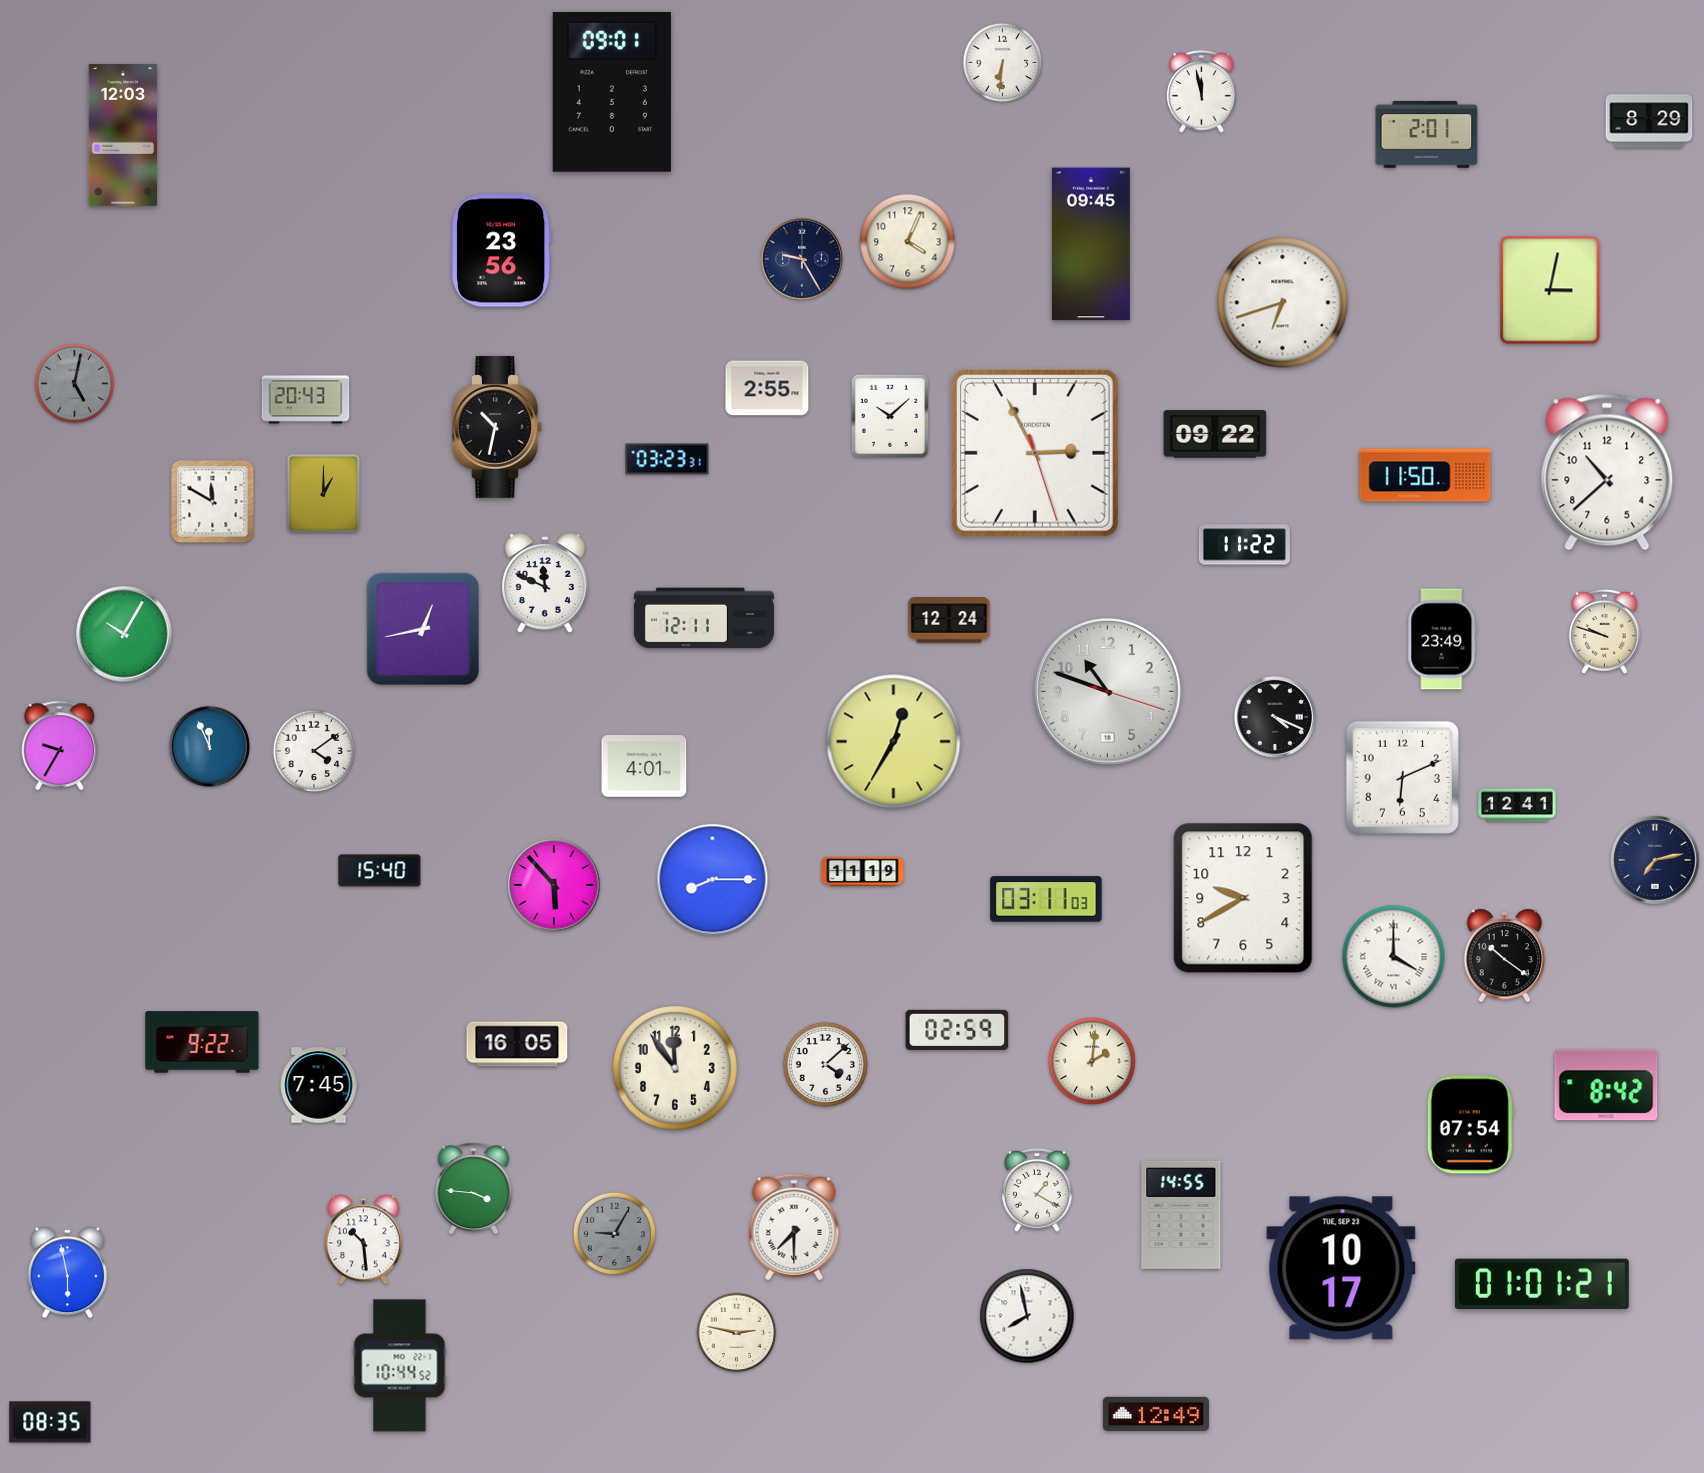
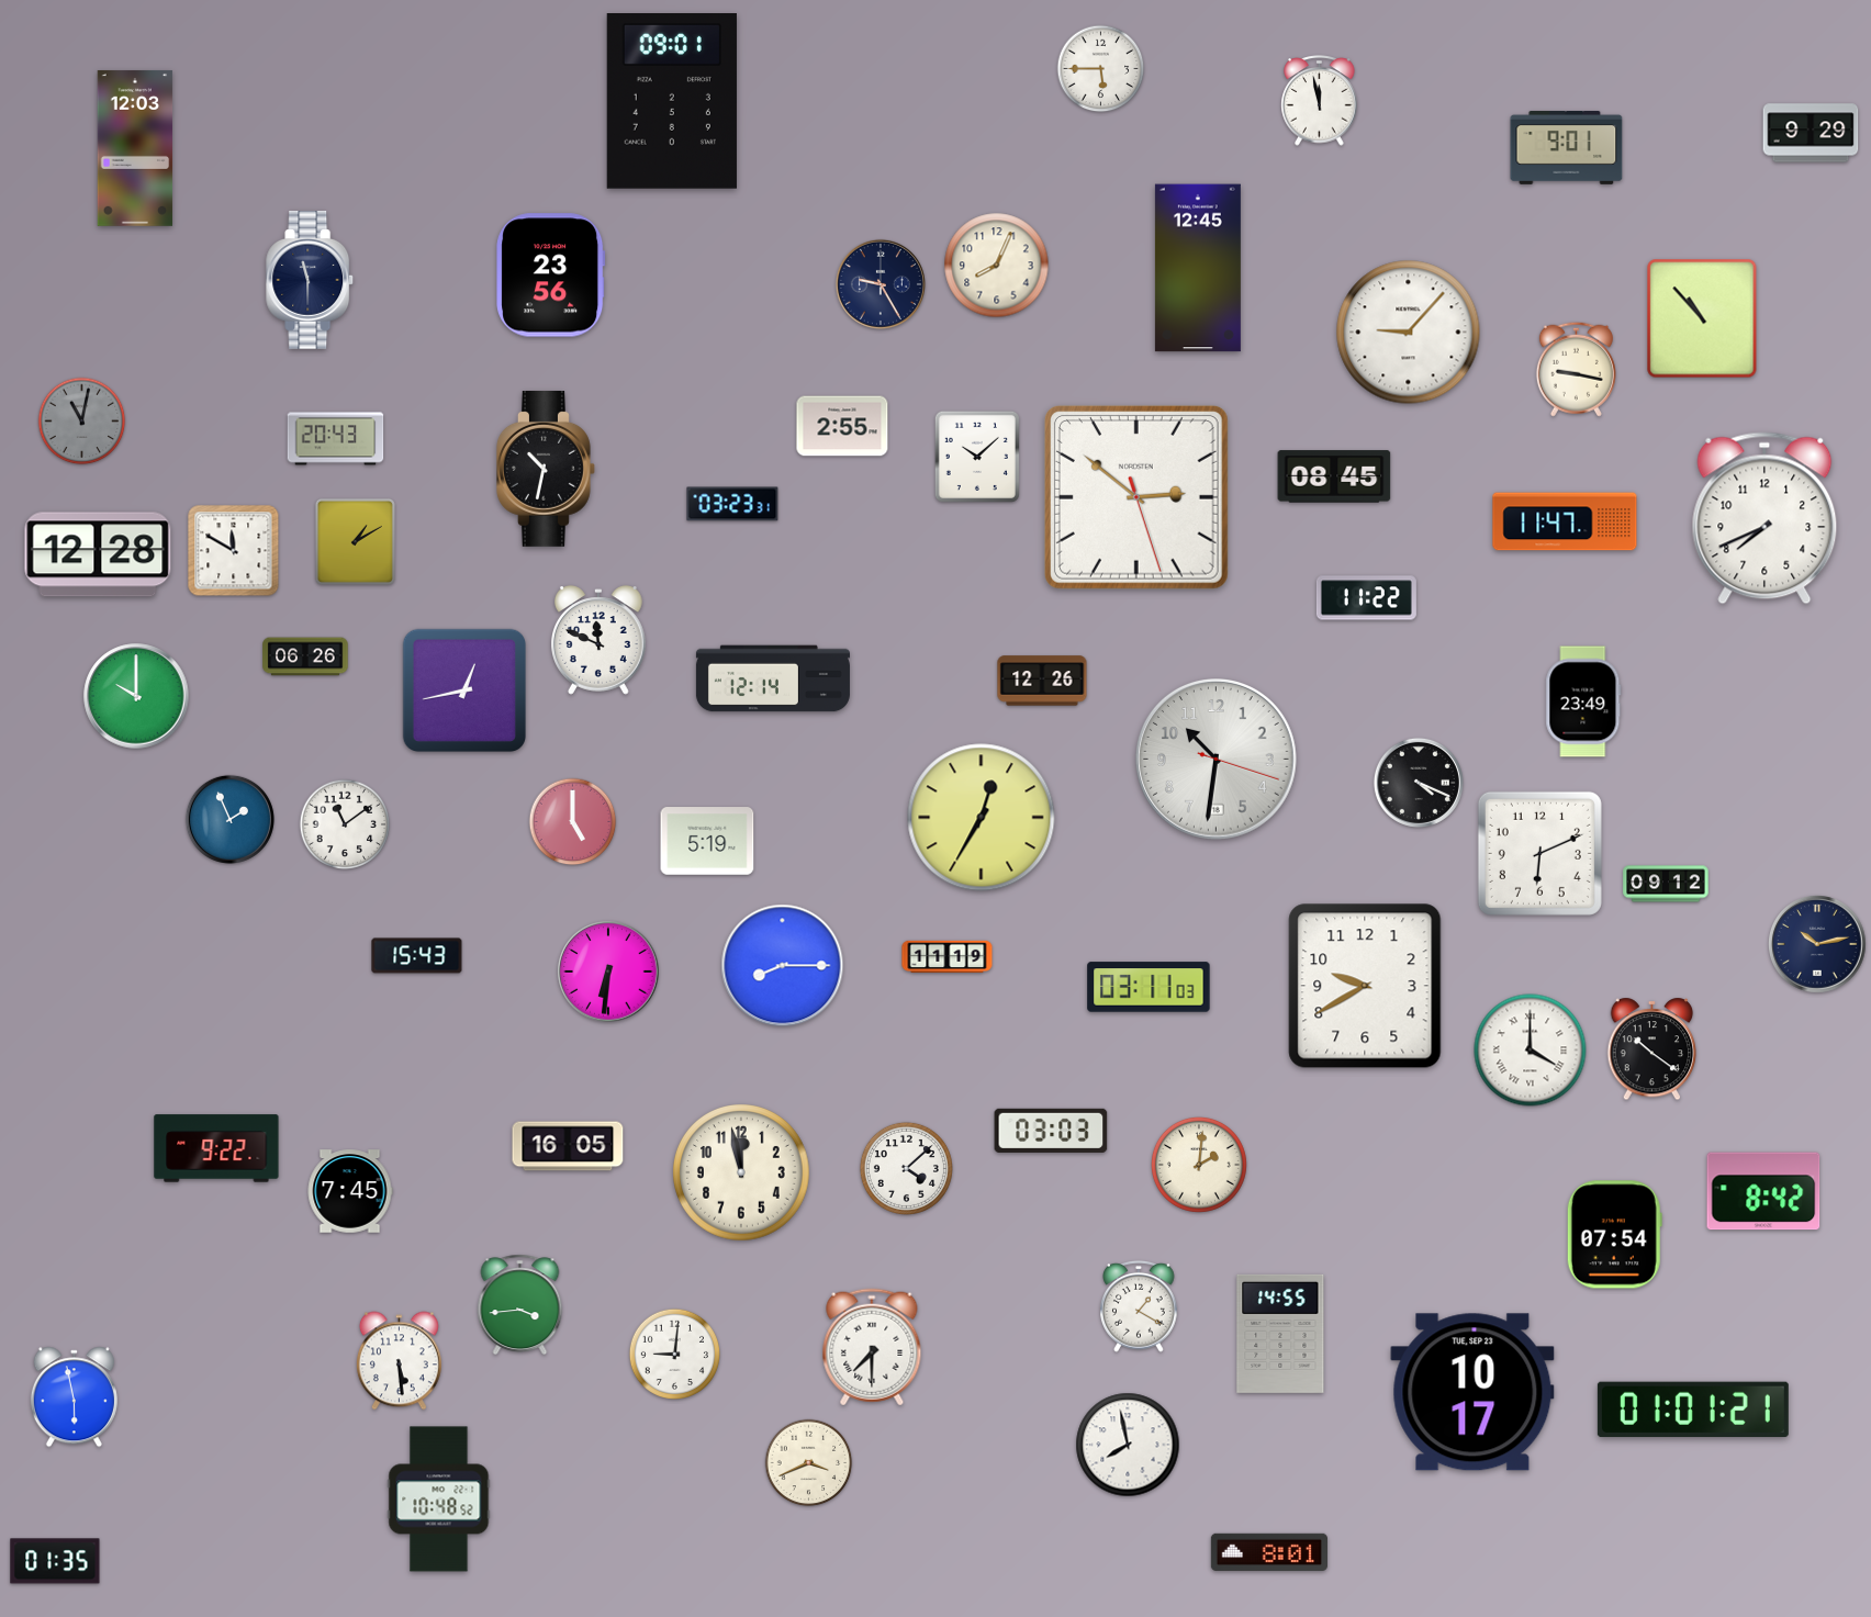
clock at (1003, 63): 6:31 -> 5:45
clock at (1649, 121): 8:29 -> 9:29
clock at (1427, 134): 2:01 -> 9:01
clock at (908, 242): 4:04 -> 8:04
clock at (1091, 244): 09:45 -> 12:45
clock at (311, 281): none -> 11:30
clock at (1550, 290): 3:02 -> 10:53
clock at (1283, 303): 6:42 -> 9:07
clock at (1576, 369): none -> 9:17
clock at (75, 384): 5:02 -> 11:02
clock at (1215, 434): 09:22 -> 08:45
clock at (1035, 453): 2:55 -> 2:51
clock at (1607, 472): 10:38 -> 7:41
clock at (1425, 475): 11:50 -> 11:47
clock at (323, 493): 1:00 -> 1:10
clock at (98, 554): none -> 12:28
clock at (305, 656): none -> 06:26
clock at (704, 618): 12:11 -> 12:14
clock at (949, 620): 12:24 -> 12:26
clock at (1604, 631): 9:48 -> none
clock at (124, 634): 10:05 -> 10:00
clock at (1108, 692): 10:48 -> 10:31
clock at (1275, 717) position: (1275, 717) -> (1419, 783)
clock at (894, 742) position: (894, 742) -> (982, 818)
clock at (60, 745): 9:35 -> none
clock at (209, 746): 11:56 -> 1:56
clock at (573, 822): none -> 5:00
clock at (314, 751): 4:09 -> 11:09
clock at (644, 766): 4:01 -> 5:19
clock at (1517, 805): 12:41 -> 09:12
clock at (1656, 861): 7:13 -> 10:13
clock at (380, 871): 15:40 -> 15:43
clock at (554, 885): 5:53 -> 6:31
clock at (957, 1030): 02:59 -> 03:03
clock at (202, 1042) position: (202, 1042) -> (216, 1148)
clock at (675, 1068): 11:54 -> 11:58
clock at (474, 1189): 3:46 -> 3:44
clock at (1181, 1215) position: (1181, 1215) -> (1280, 1334)
clock at (614, 1233): 9:05 -> 9:01
clock at (614, 1233) dial: grey -> white
clock at (363, 1240): 10:29 -> 5:29
clock at (737, 1333): 2:47 -> 3:41
clock at (400, 1366): 10:44 -> 10:48
clock at (1156, 1414): 12:49 -> 8:01
clock at (50, 1422): 08:35 -> 01:35
